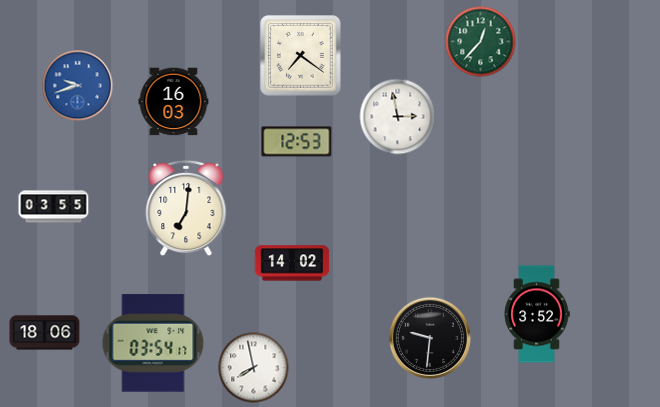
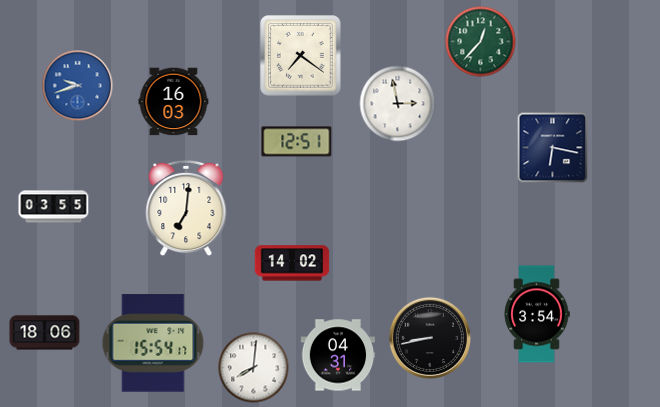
clock at (398, 117) position: (398, 117) -> (398, 104)
clock at (297, 142): 12:53 -> 12:51
clock at (553, 148): none -> 6:17
clock at (537, 314): 3:52 -> 3:54
clock at (430, 338): 9:31 -> 8:43
clock at (153, 343): 03:54 -> 15:54
clock at (338, 355): none -> 04:31
clock at (254, 368): 7:58 -> 8:01
